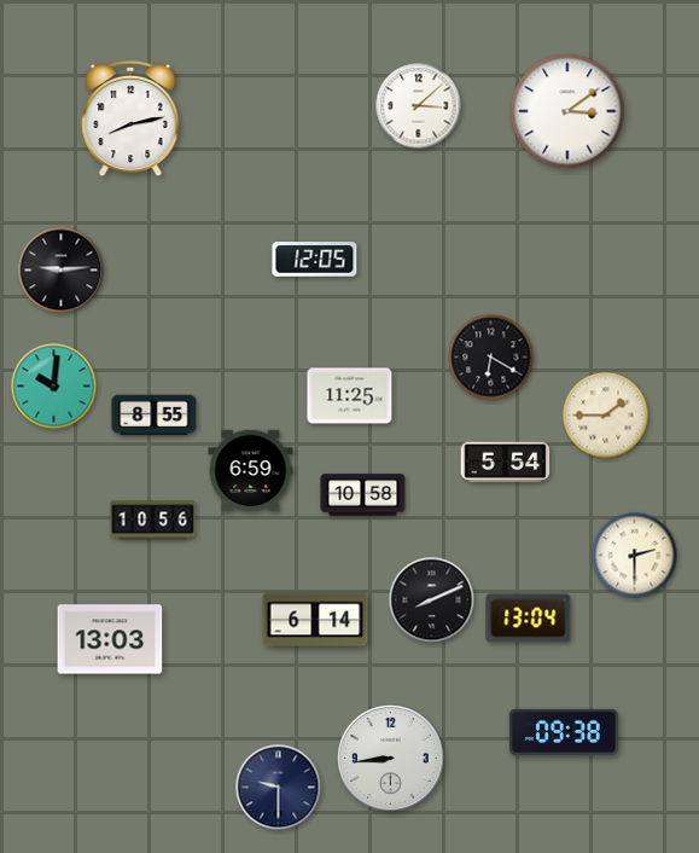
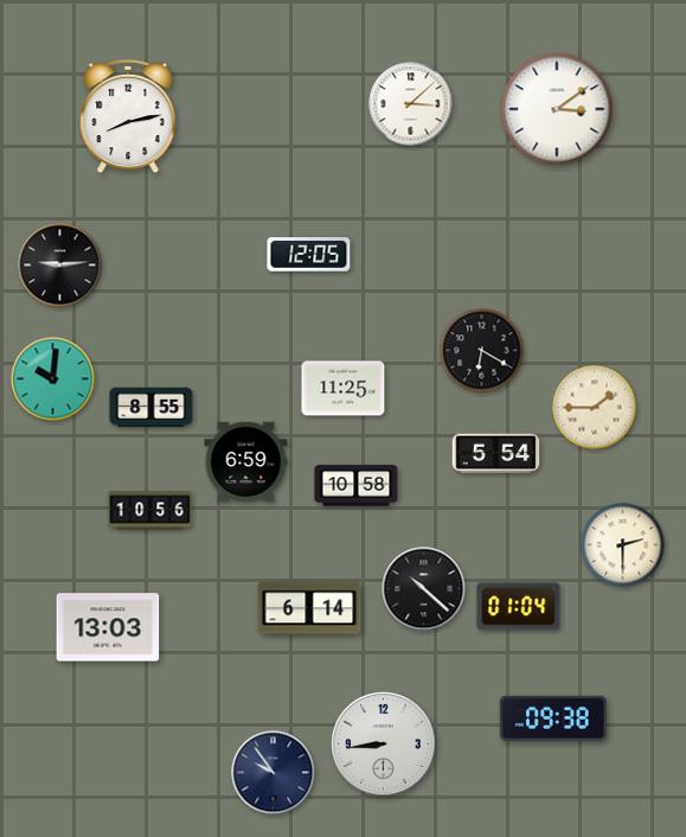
clock at (432, 600): 8:11 -> 10:22
clock at (529, 619): 13:04 -> 01:04
clock at (279, 788): 9:30 -> 9:54
